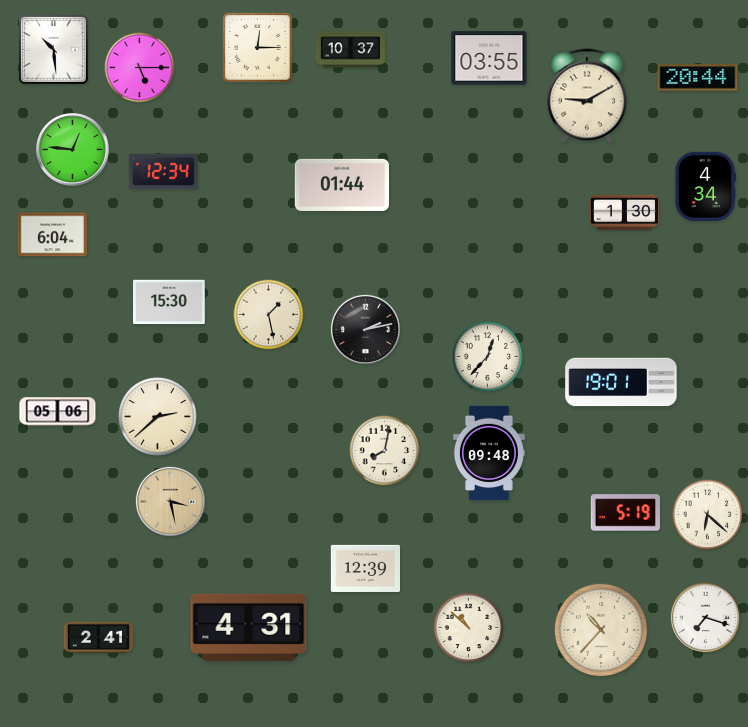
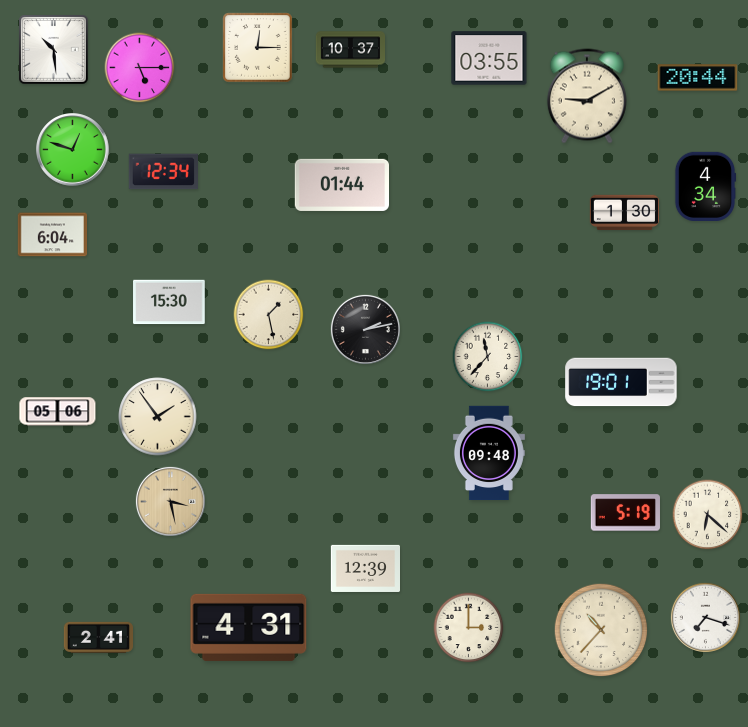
clock at (73, 150): 12:46 -> 12:48
clock at (488, 357): 12:37 -> 11:37
clock at (158, 417): 2:38 -> 1:54
clock at (385, 451): 8:02 -> none
clock at (469, 628): 10:52 -> 3:00
